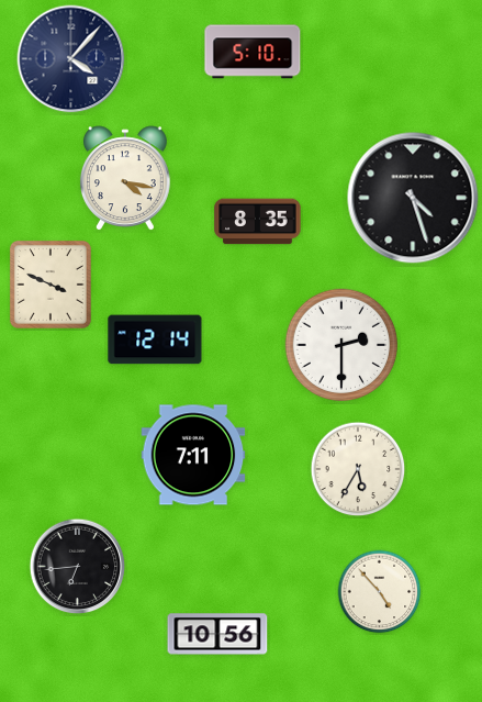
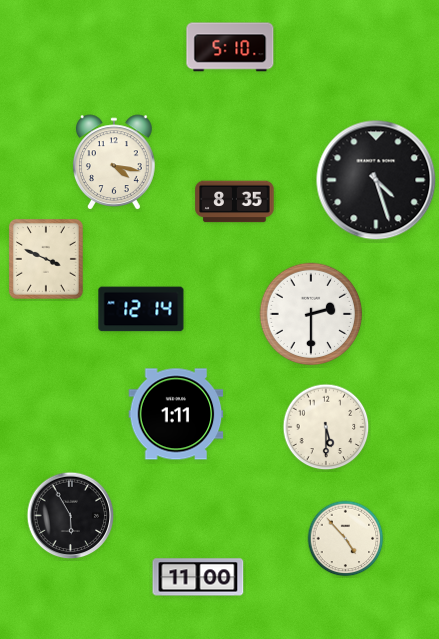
clock at (71, 59): 4:07 -> none
clock at (193, 455): 7:11 -> 1:11
clock at (358, 469): 5:35 -> 5:30
clock at (78, 567): 6:44 -> 5:55
clock at (217, 634): 10:56 -> 11:00
